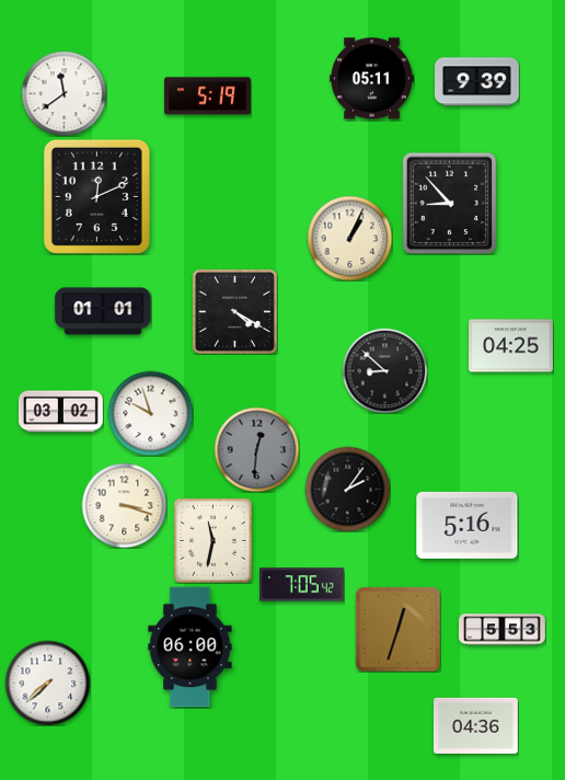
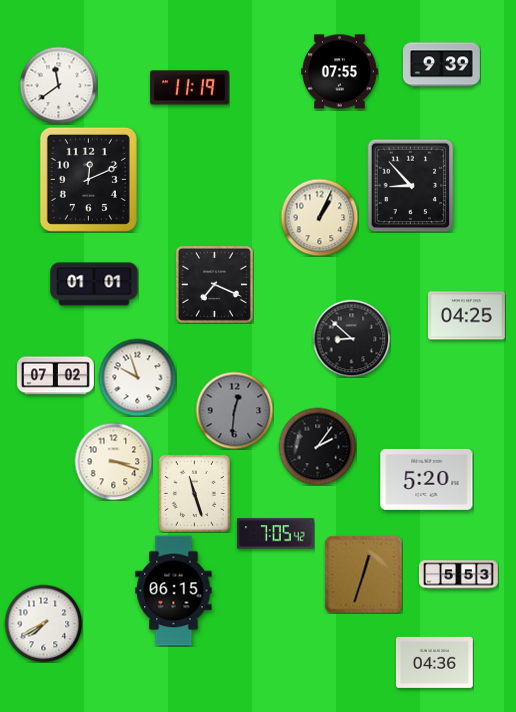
clock at (372, 79): 05:11 -> 07:55
clock at (477, 82) position: (477, 82) -> (442, 65)
clock at (208, 96): 5:19 -> 11:19
clock at (234, 311): 4:20 -> 7:19
clock at (61, 412): 03:02 -> 07:02
clock at (468, 525): 5:16 -> 5:20
clock at (212, 540): 11:32 -> 11:27
clock at (191, 647): 06:00 -> 06:15
clock at (47, 682): 7:38 -> 7:40
